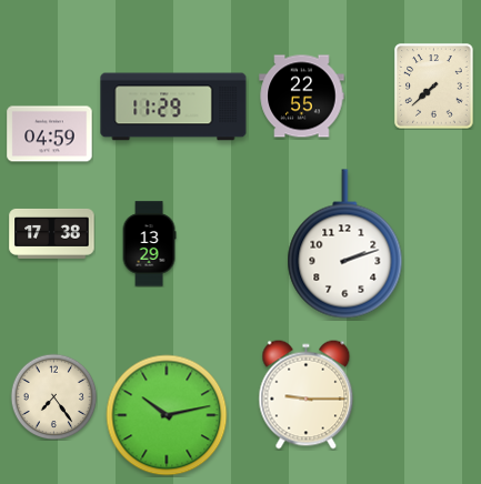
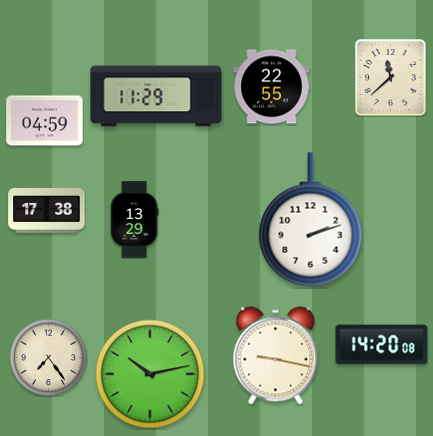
clock at (434, 87): 7:38 -> 11:38
clock at (382, 345): none -> 14:20
clock at (307, 395): 9:15 -> 9:17
